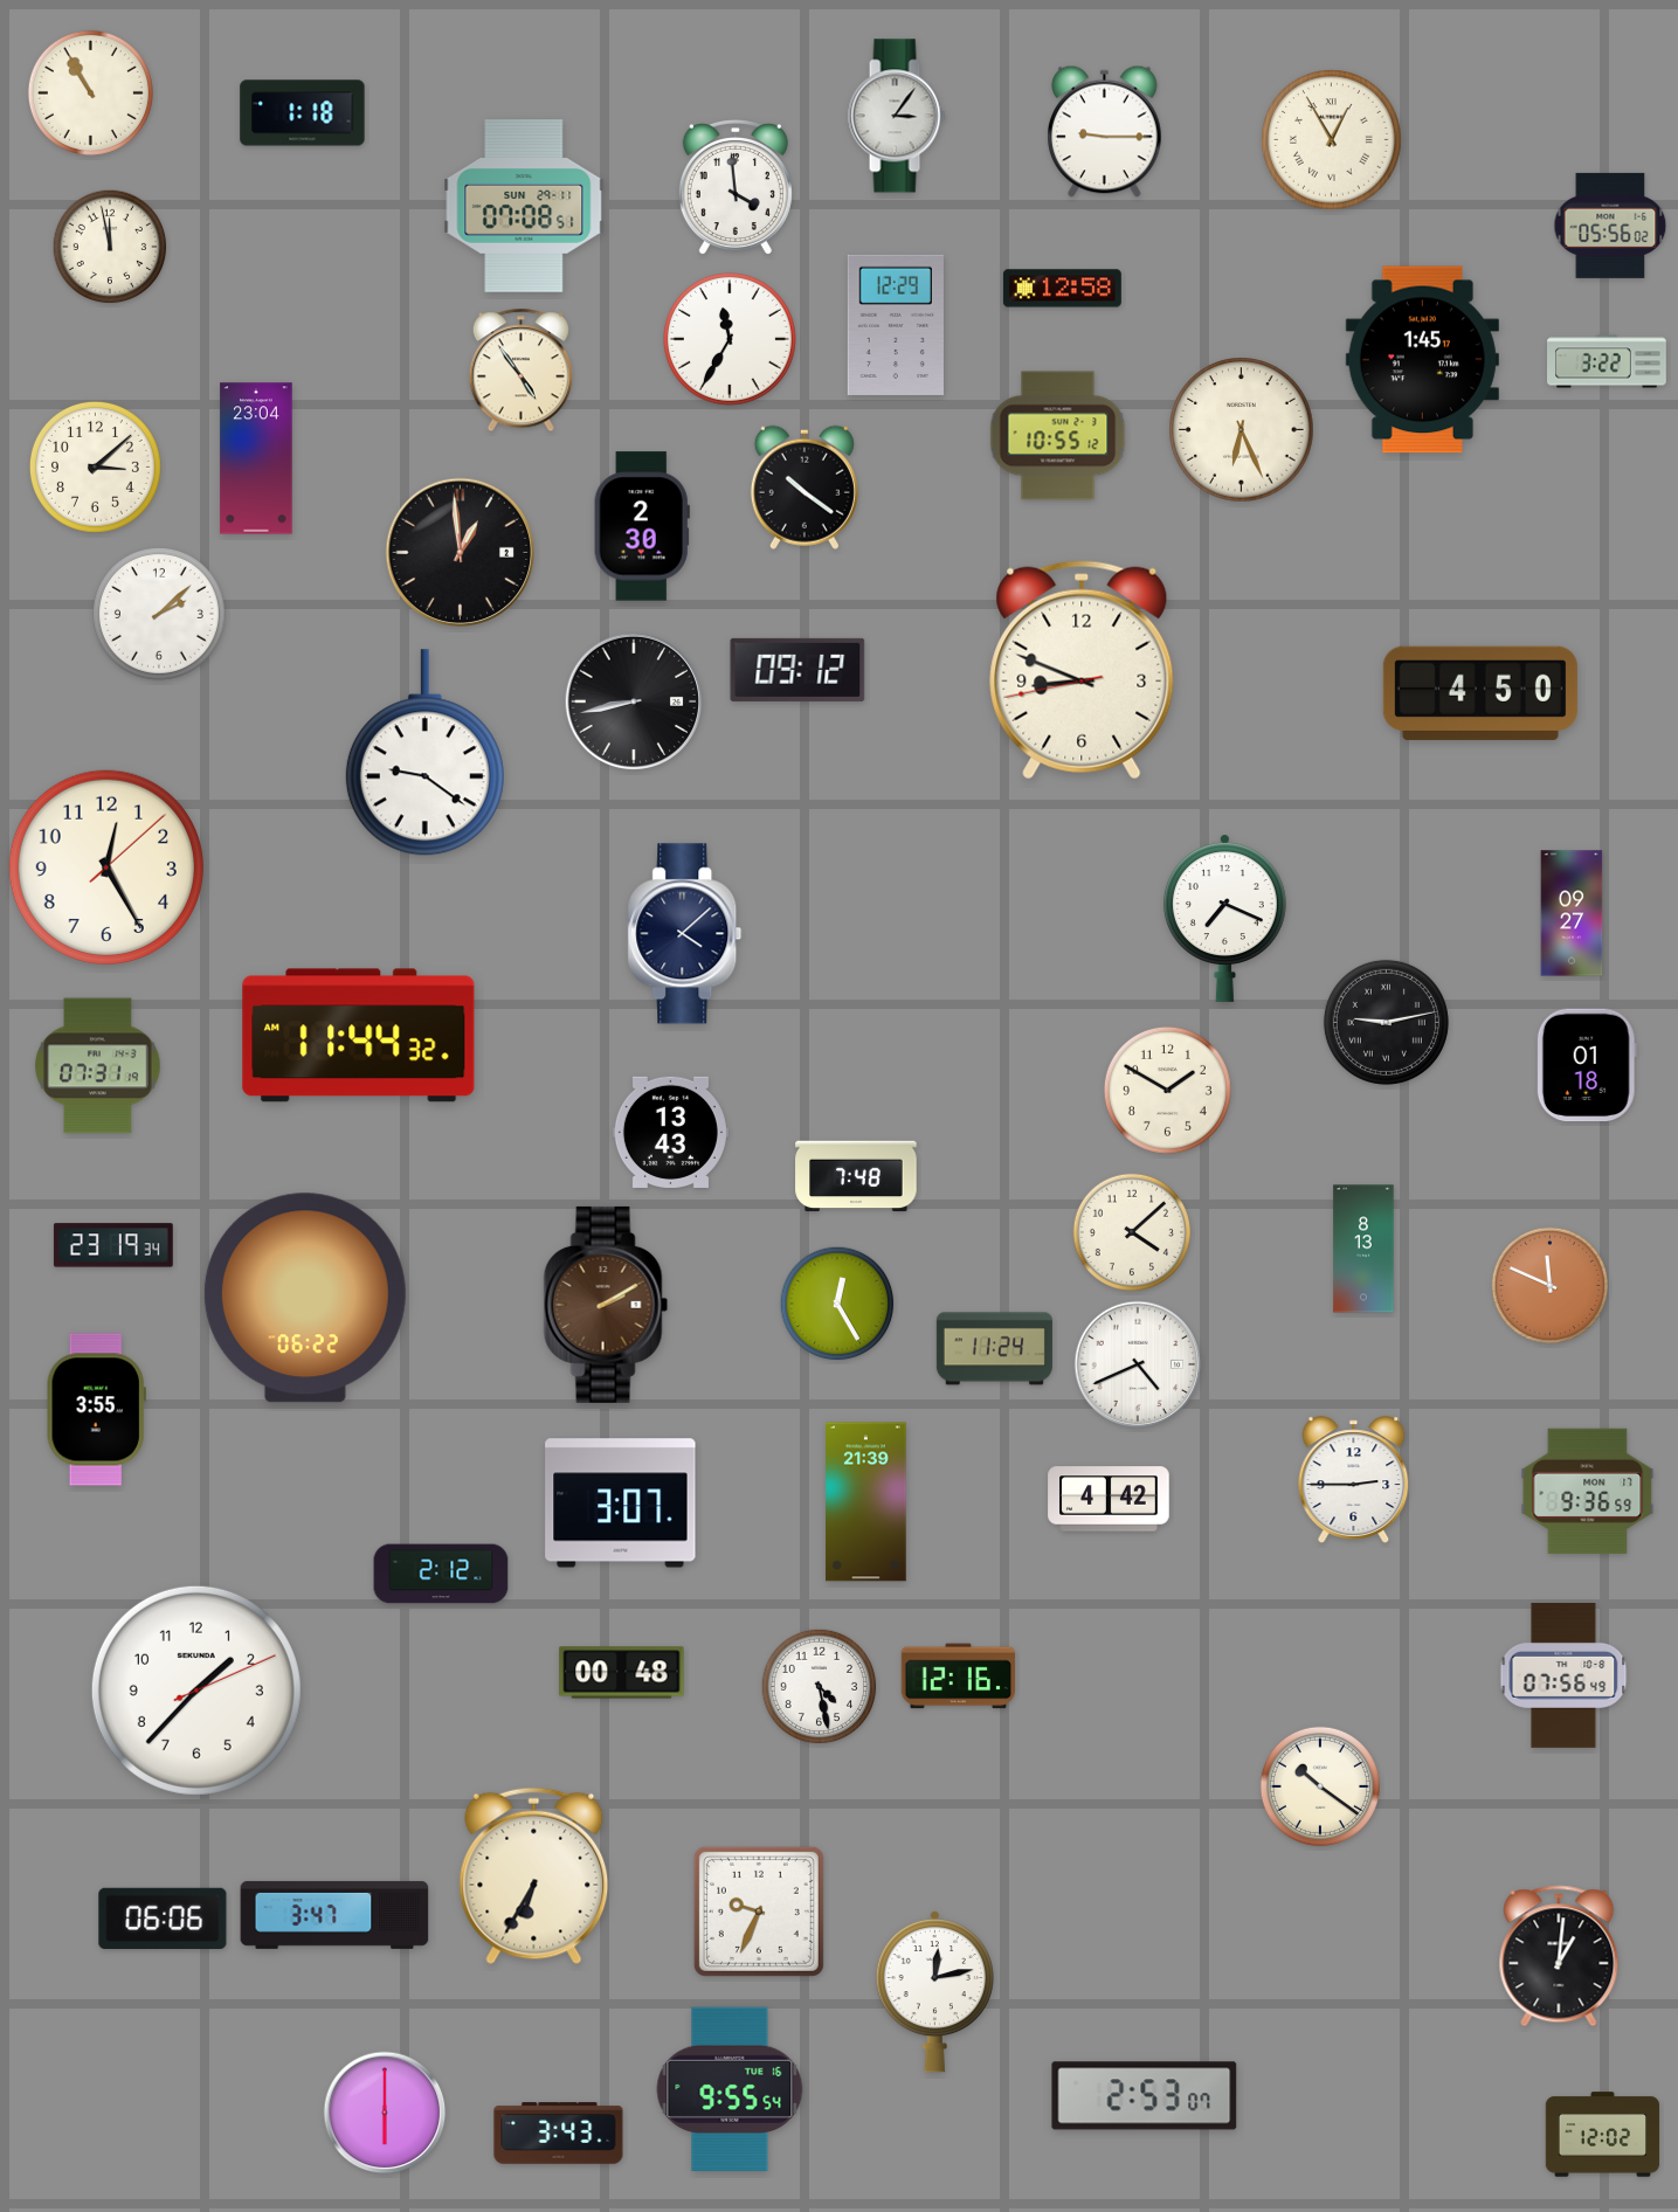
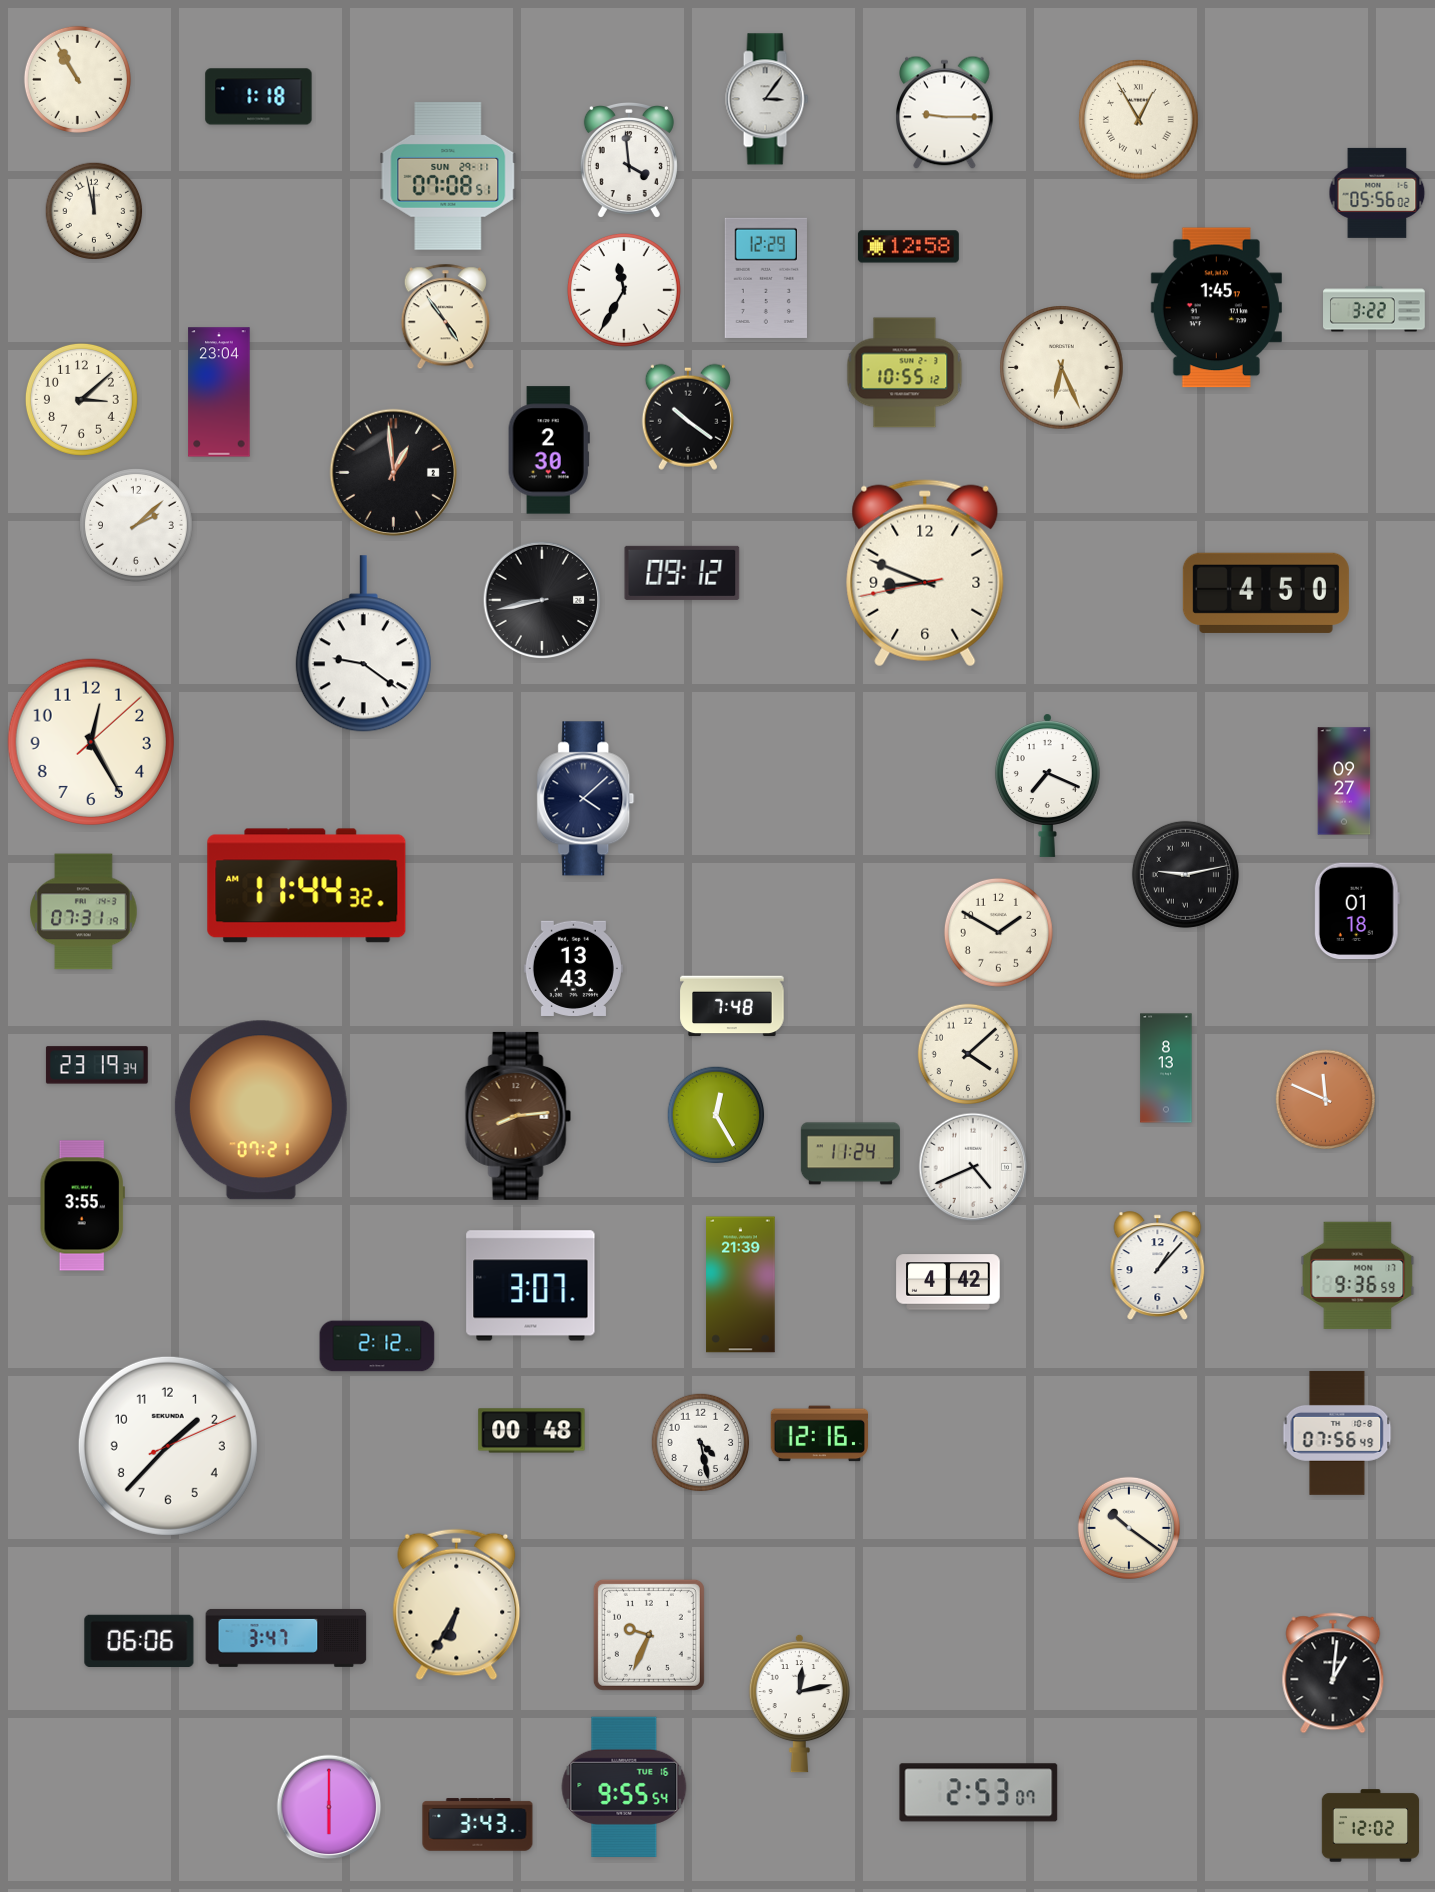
clock at (305, 1298): 06:22 -> 07:21
clock at (606, 1305): 2:10 -> 8:14
clock at (1354, 1480): 2:45 -> 1:07
